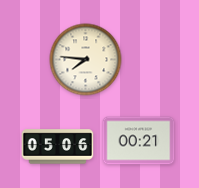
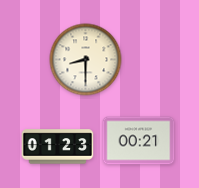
clock at (86, 60): 7:46 -> 8:30
clock at (58, 147): 05:06 -> 01:23
